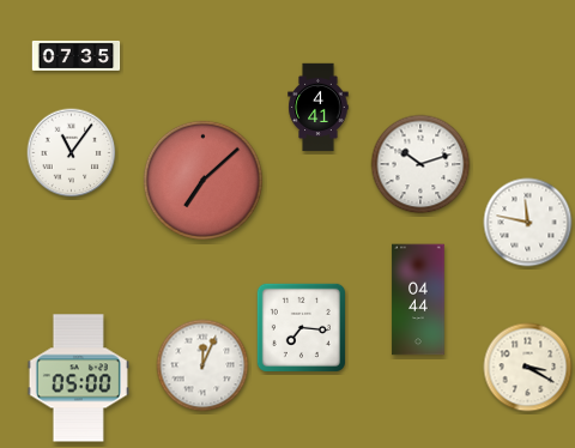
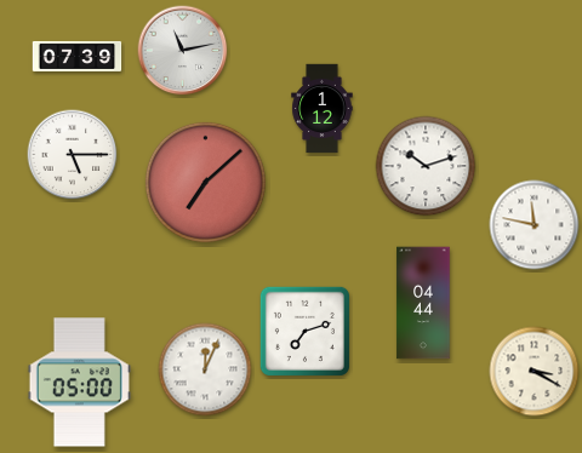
clock at (183, 51): none -> 11:13
clock at (77, 55): 07:35 -> 07:39
clock at (319, 108): 4:41 -> 1:12
clock at (72, 153): 11:06 -> 5:15
clock at (301, 327): 7:16 -> 7:12
